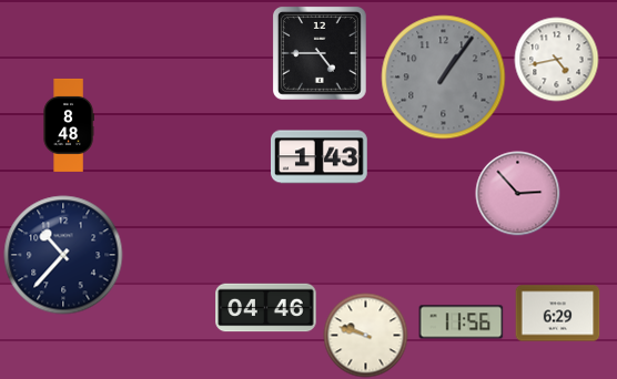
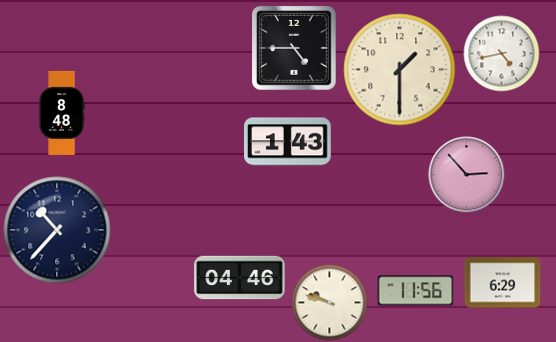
clock at (321, 54) position: (321, 54) -> (295, 49)
clock at (444, 78): 1:06 -> 1:30
clock at (444, 78) dial: grey -> cream
